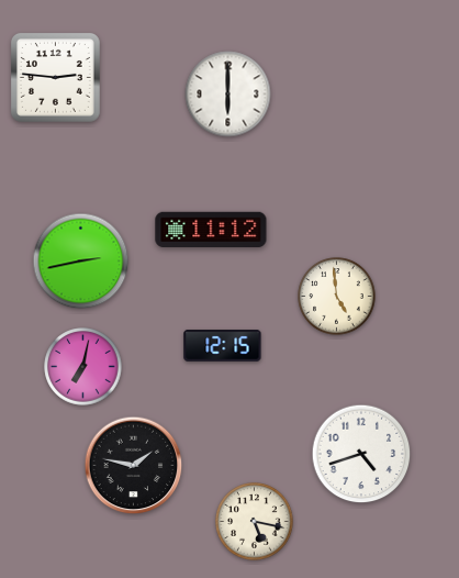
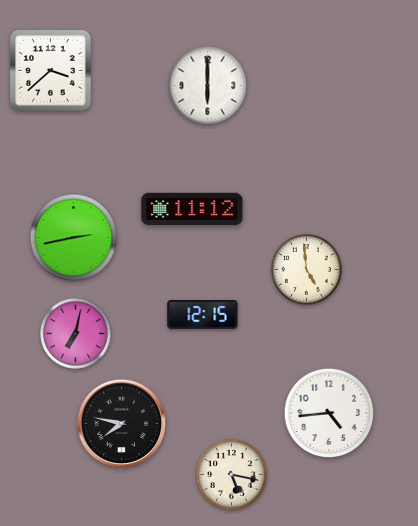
clock at (56, 78): 2:46 -> 3:38
clock at (361, 454): 4:42 -> 4:44
clock at (134, 466): 1:47 -> 7:47
